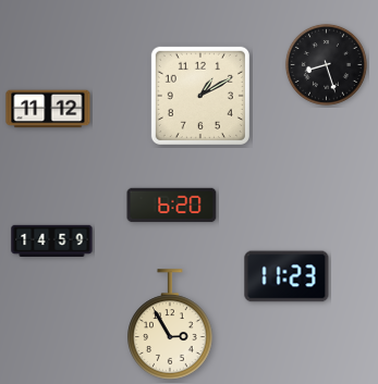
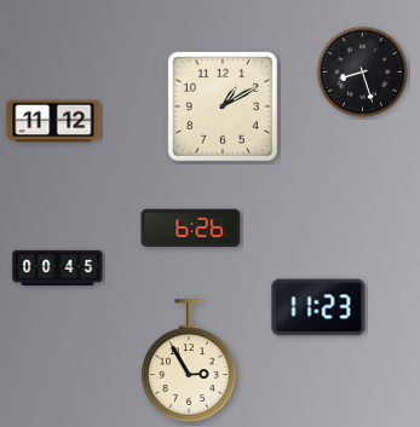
clock at (172, 206): 6:20 -> 6:26
clock at (52, 240): 14:59 -> 00:45
